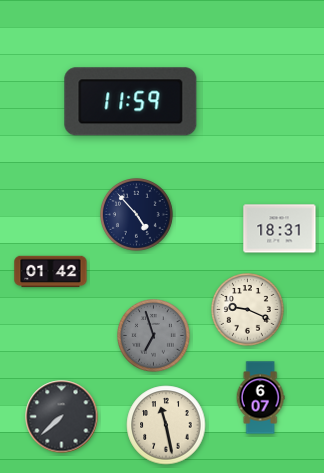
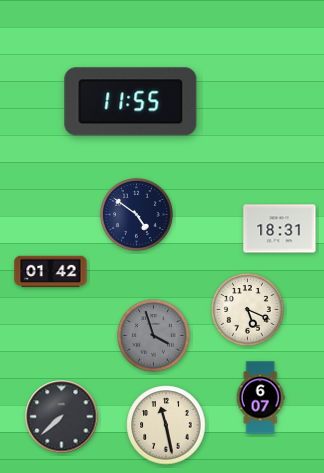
clock at (131, 102): 11:59 -> 11:55
clock at (137, 215): 4:53 -> 4:51
clock at (248, 310): 9:19 -> 5:19
clock at (154, 336): 6:57 -> 3:57
